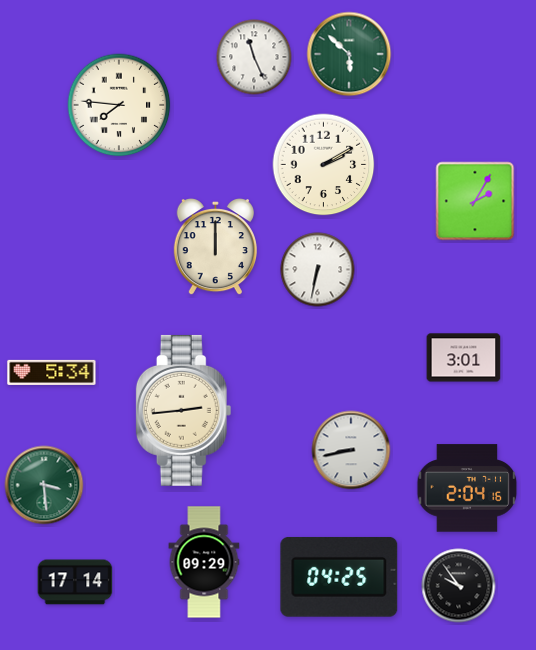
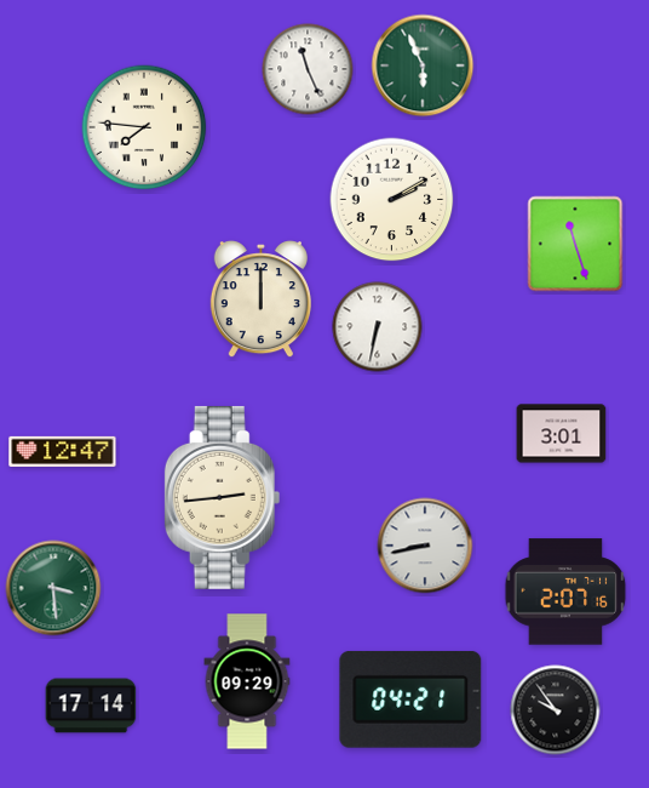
clock at (349, 54): 5:52 -> 5:56
clock at (475, 201): 2:05 -> 11:27
clock at (318, 270) position: (318, 270) -> (378, 327)
clock at (52, 372): 5:34 -> 12:47
clock at (467, 488): 2:04 -> 2:07
clock at (339, 577): 04:25 -> 04:21
